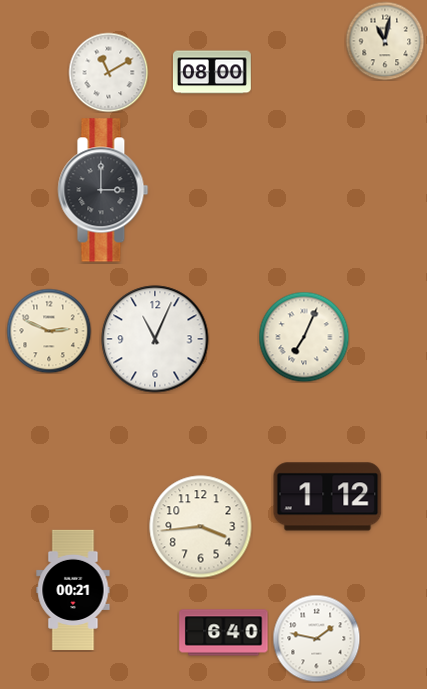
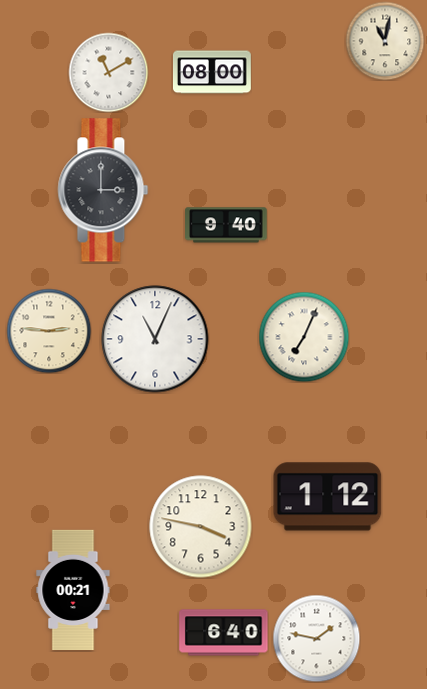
clock at (226, 225): none -> 9:40
clock at (49, 331): 2:49 -> 2:46
clock at (201, 527): 3:44 -> 3:47
